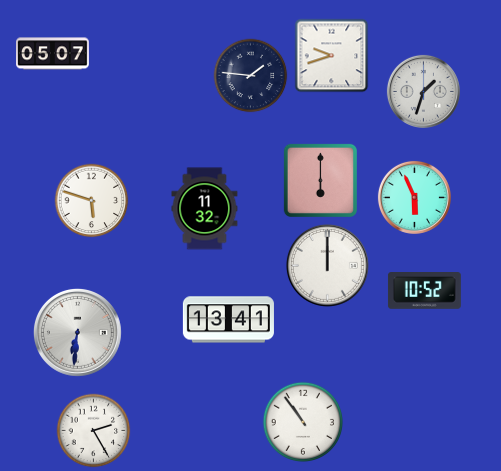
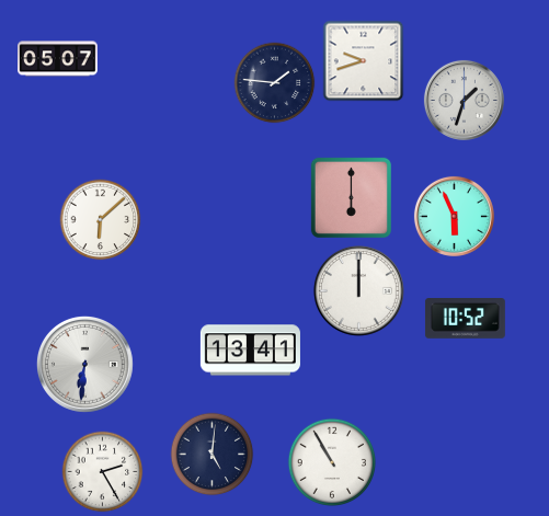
clock at (92, 201): 5:48 -> 6:08
clock at (205, 209): 11:32 -> none
clock at (213, 455): none -> 5:01
clock at (302, 421): 10:54 -> 10:55
